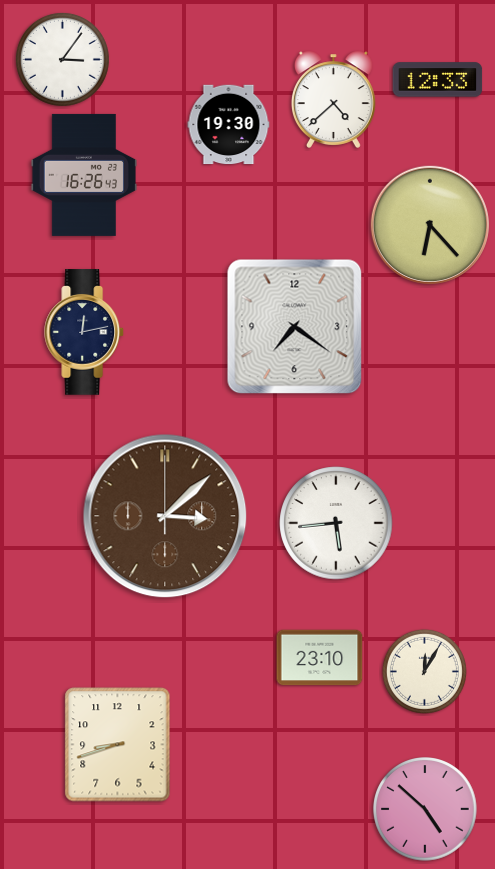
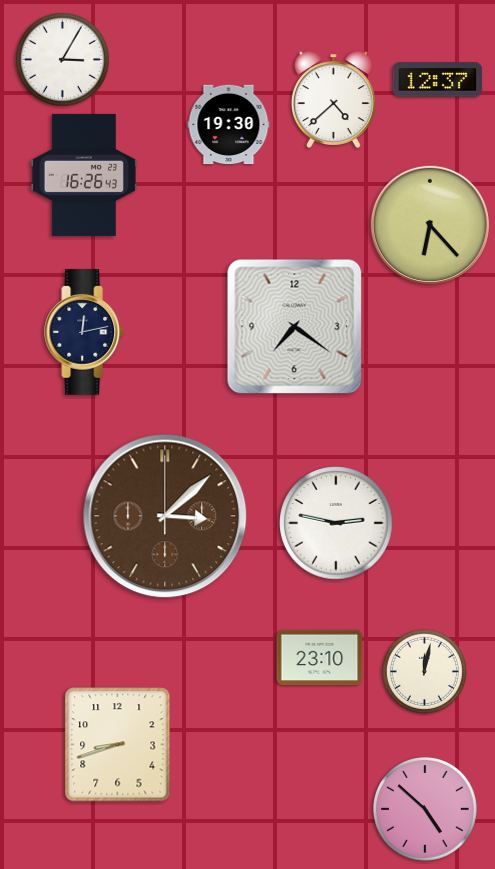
clock at (62, 59): 3:06 -> 3:05
clock at (438, 80): 12:33 -> 12:37
clock at (336, 523): 5:44 -> 2:47
clock at (424, 671): 12:05 -> 12:02
